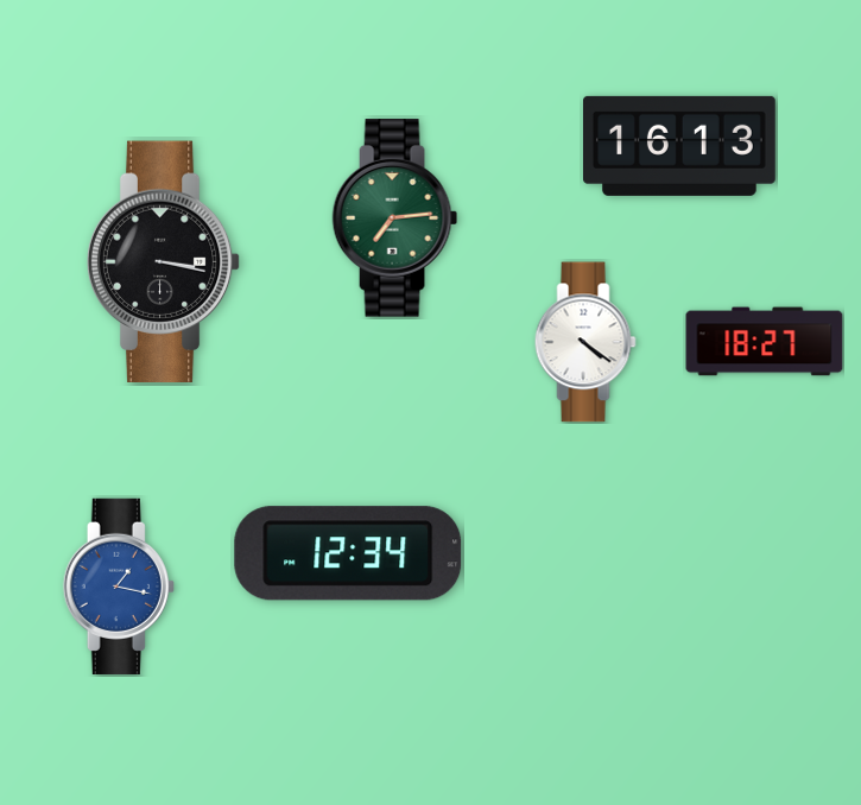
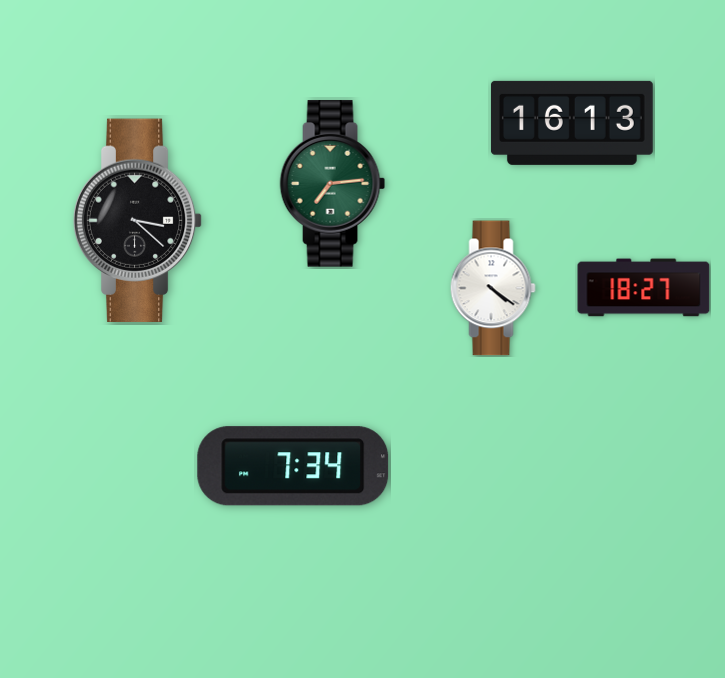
clock at (164, 261): 3:17 -> 3:22
clock at (348, 553): 12:34 -> 7:34
clock at (119, 587): 1:17 -> none
